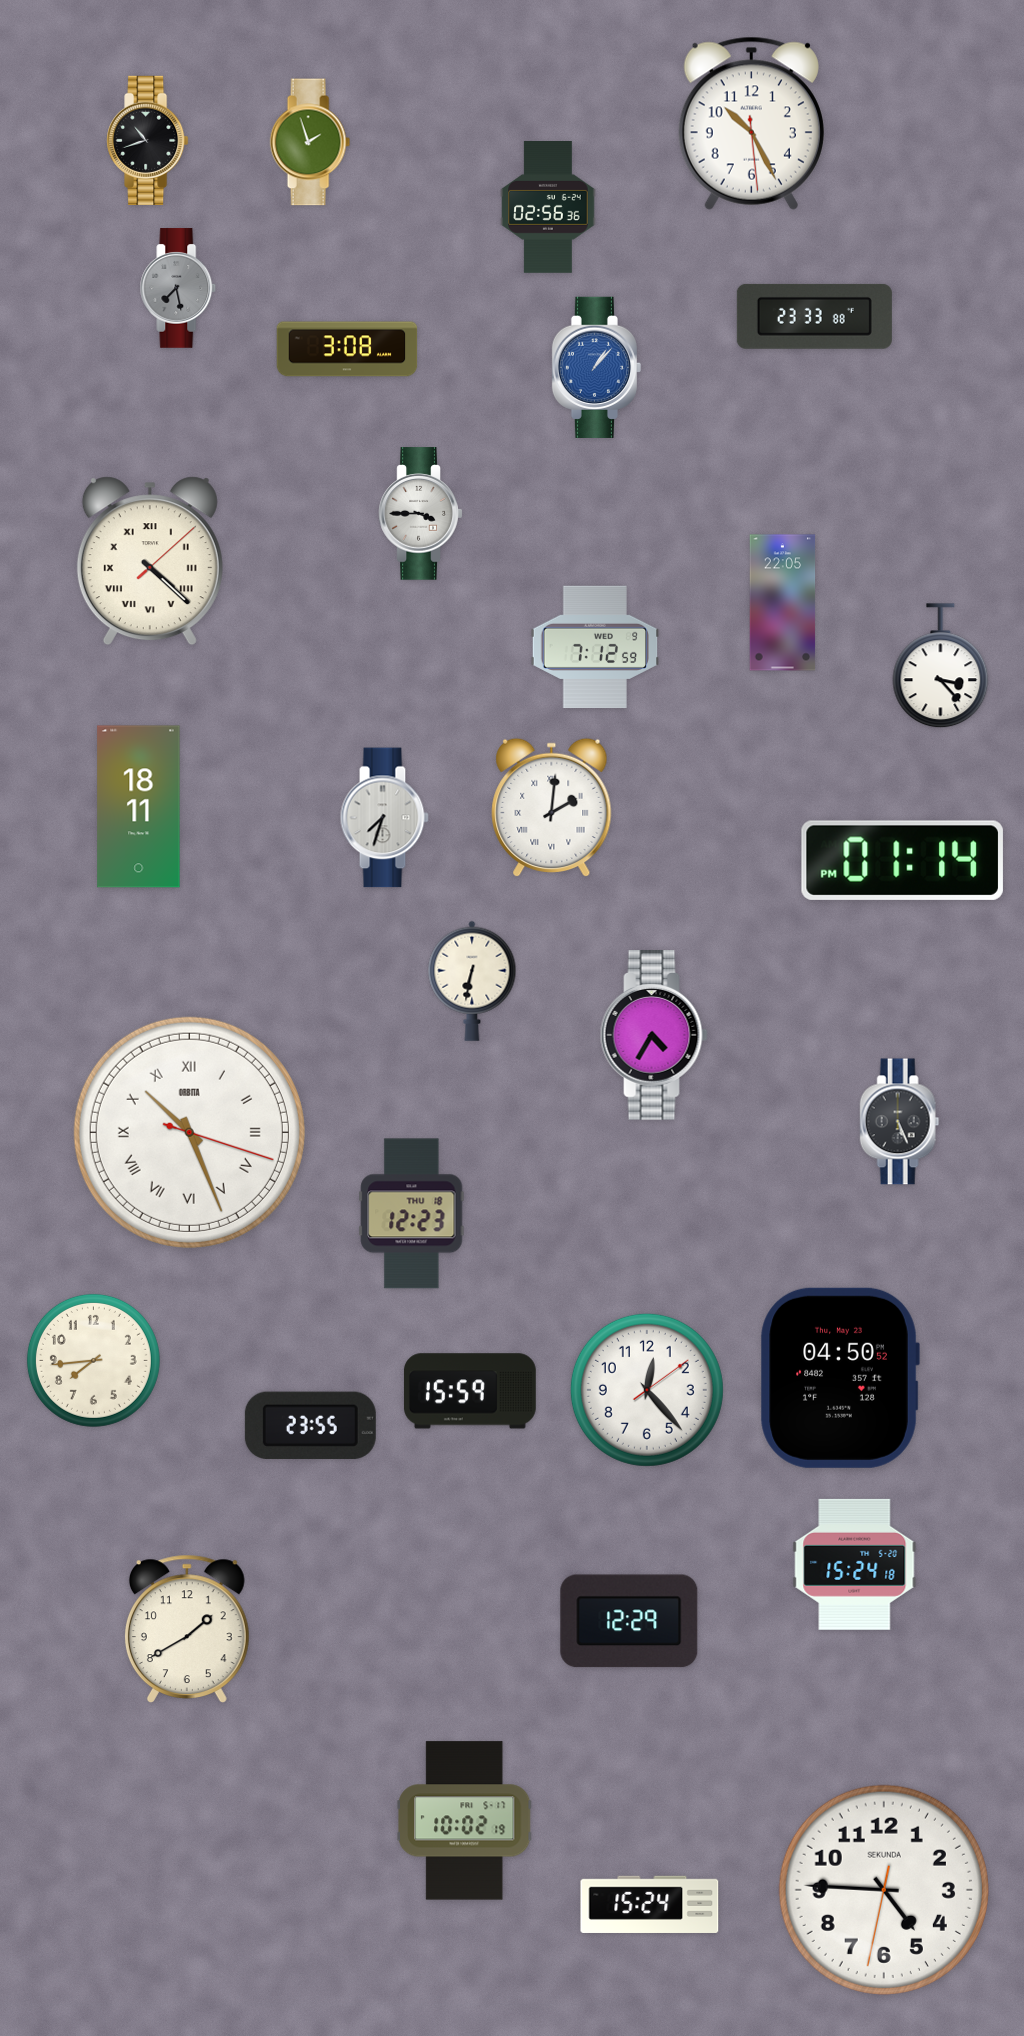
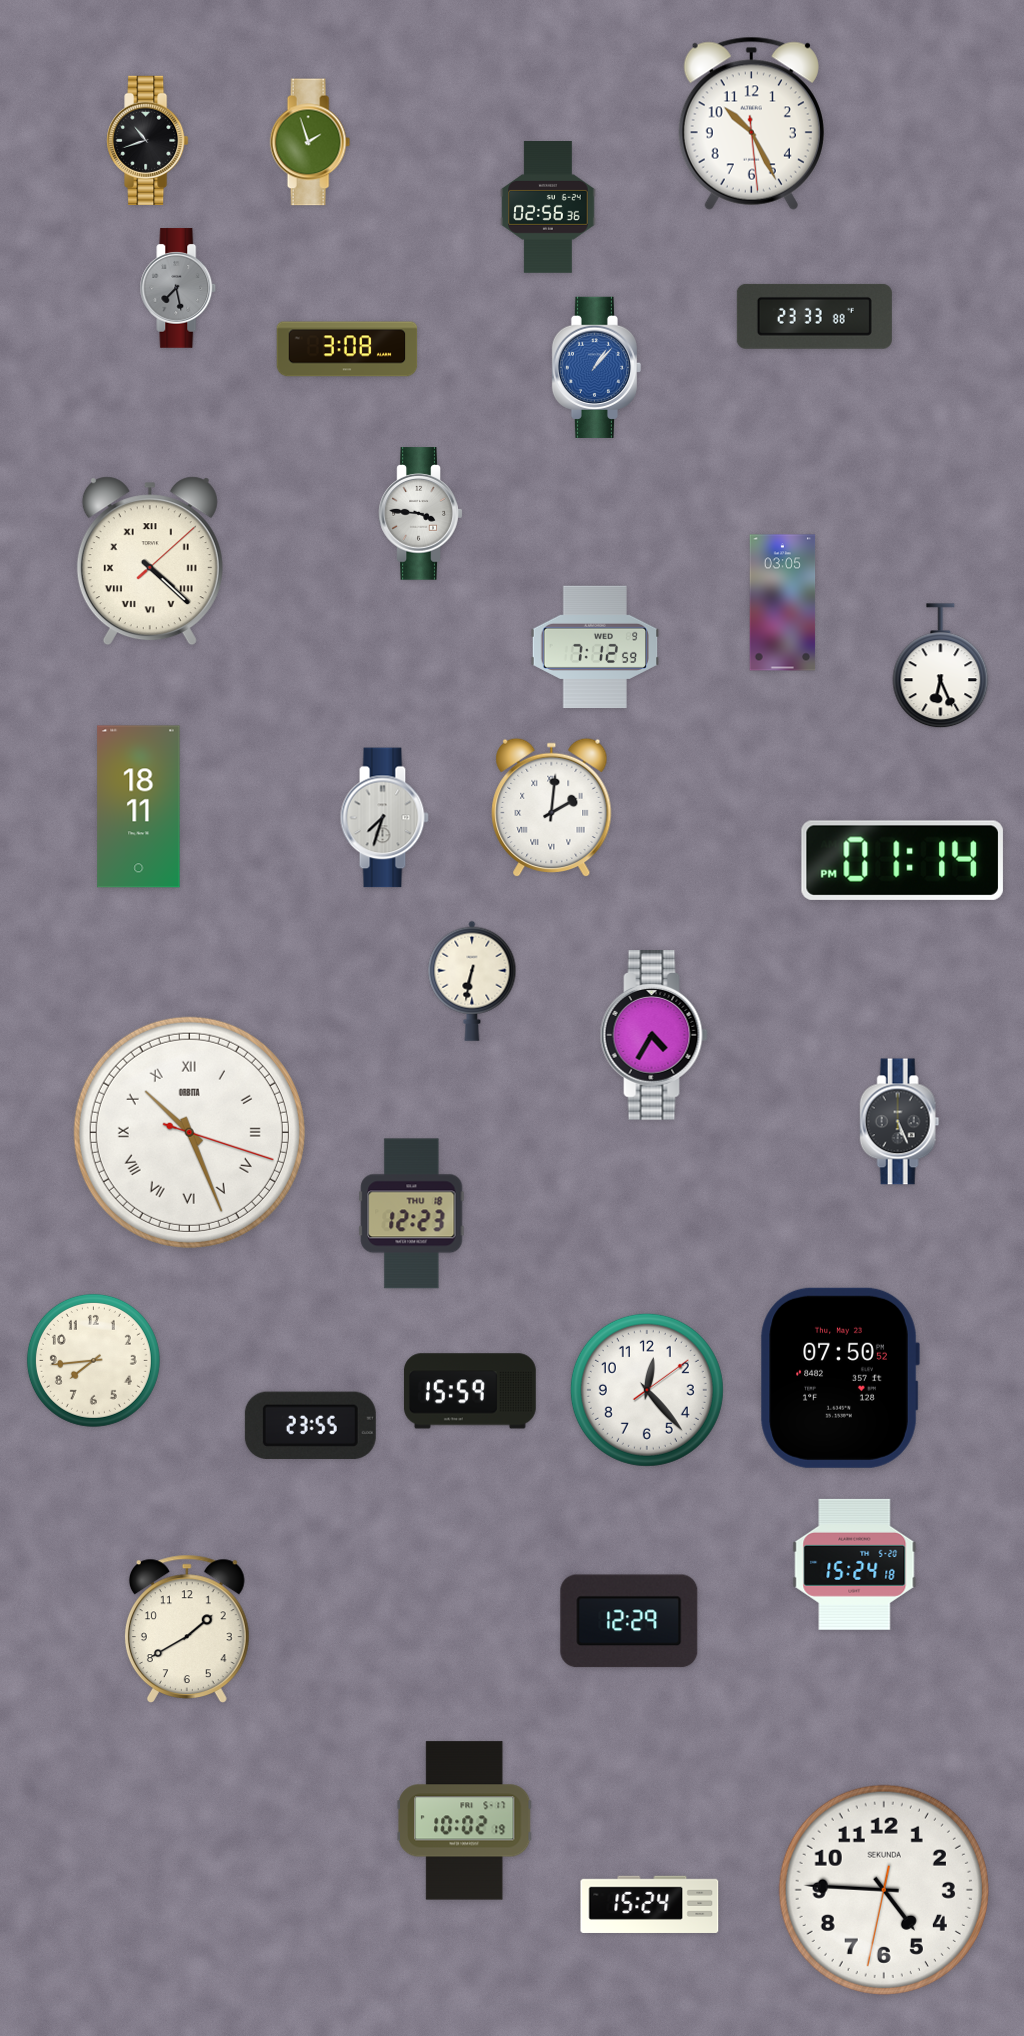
clock at (421, 514): 3:45 -> 3:46
clock at (783, 603): 22:05 -> 03:05
clock at (941, 666): 3:23 -> 6:26
clock at (840, 1378): 04:50 -> 07:50
